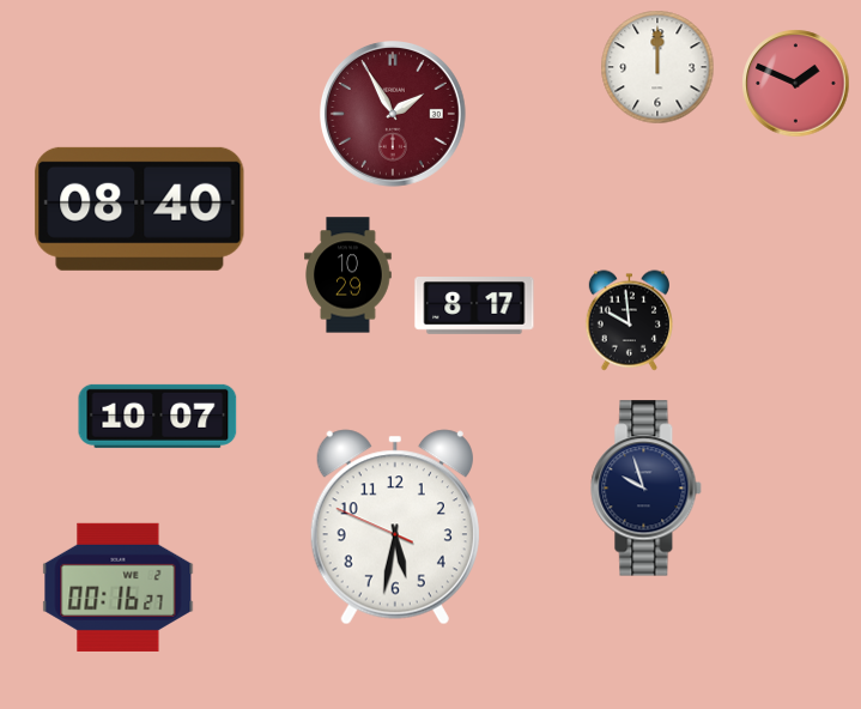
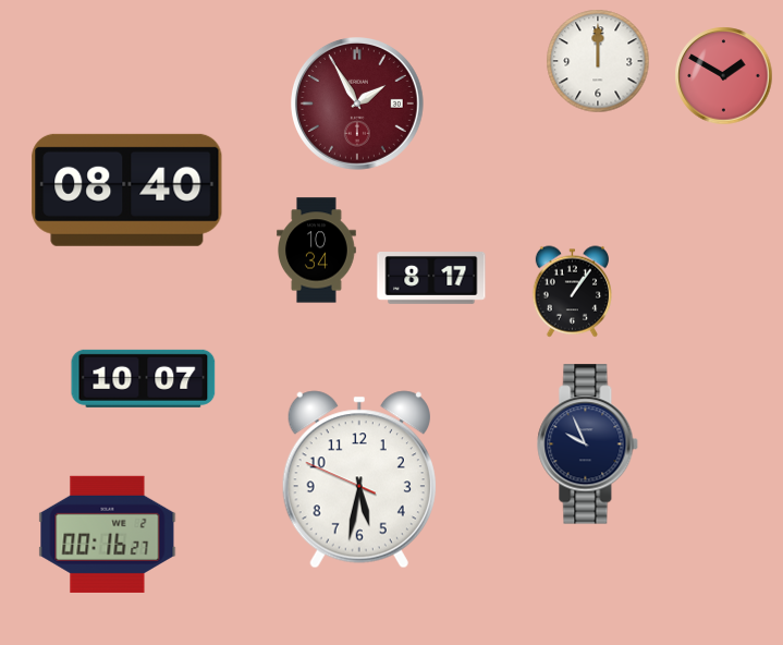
clock at (796, 84): 1:49 -> 1:50
clock at (348, 275): 10:29 -> 10:34
clock at (629, 321): 9:59 -> 1:06
clock at (647, 489): 9:57 -> 9:56
